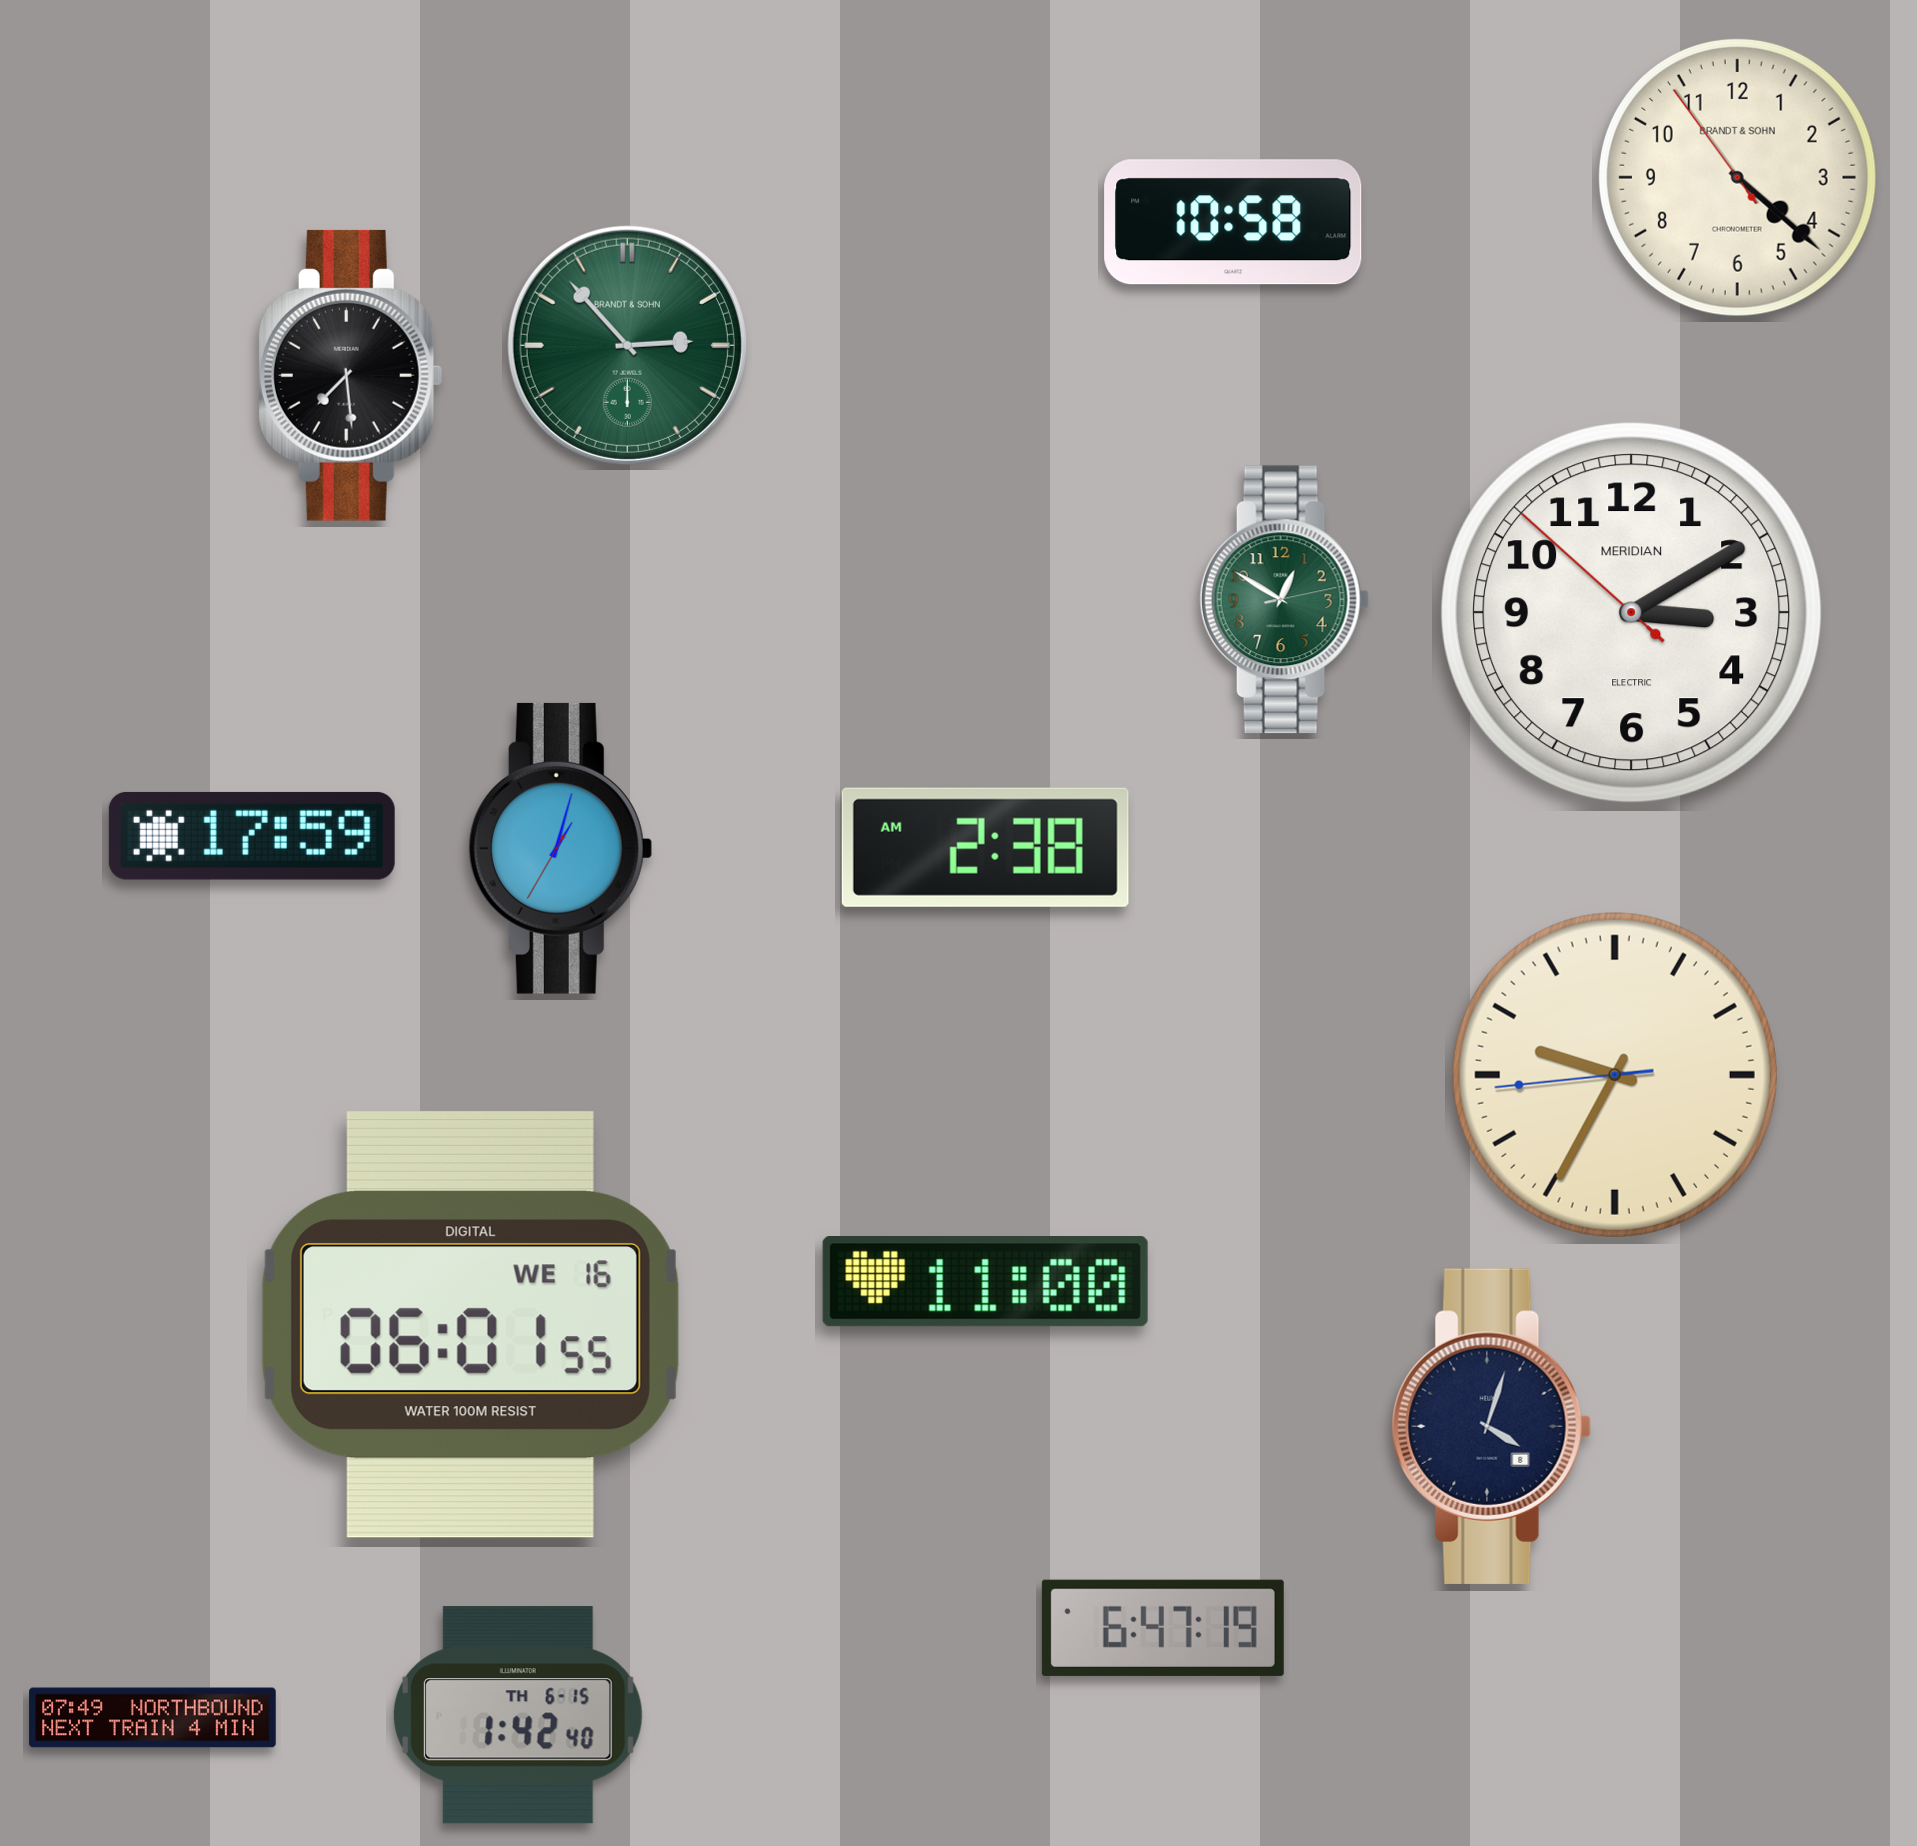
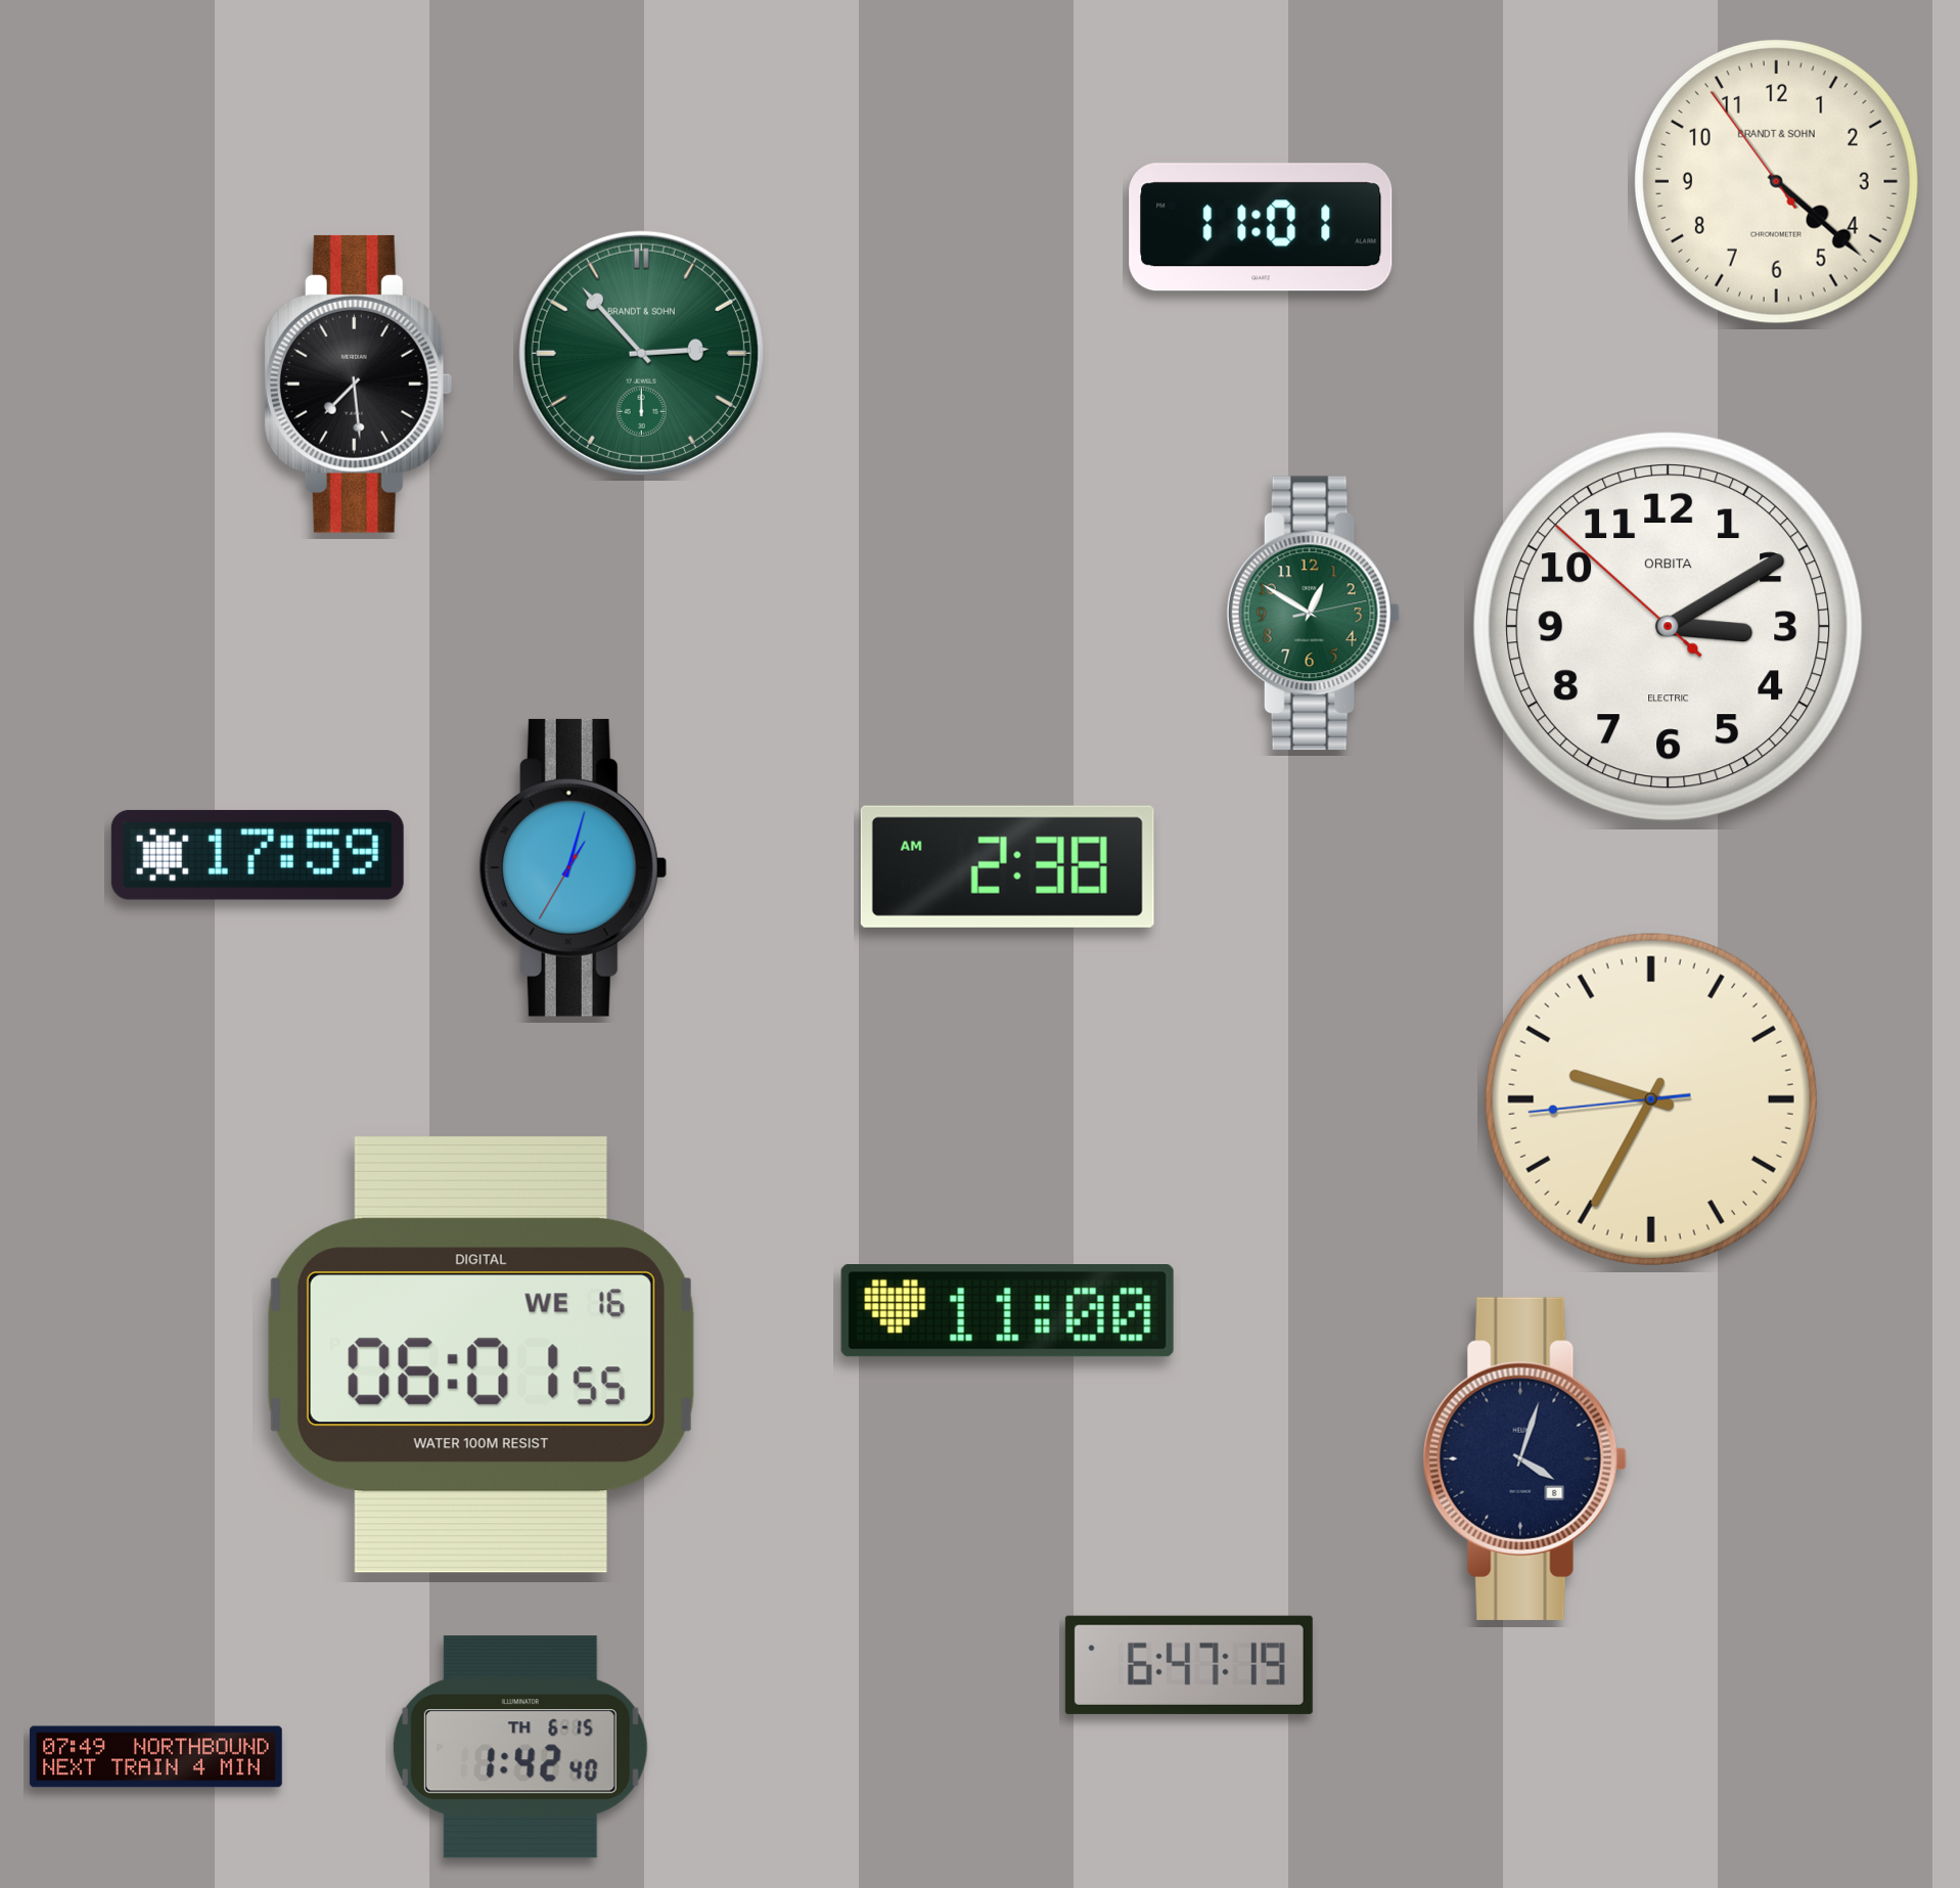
clock at (1233, 222): 10:58 -> 11:01
clock at (1632, 613) brand: MERIDIAN -> ORBITA
clock at (518, 1715) position: (518, 1715) -> (520, 1747)
